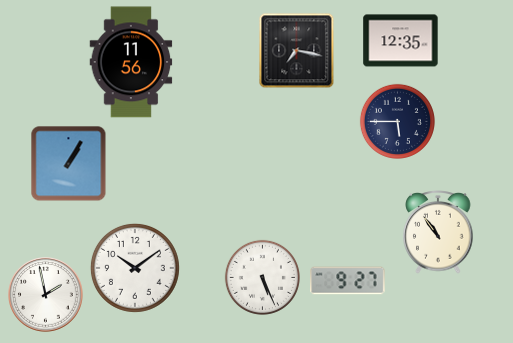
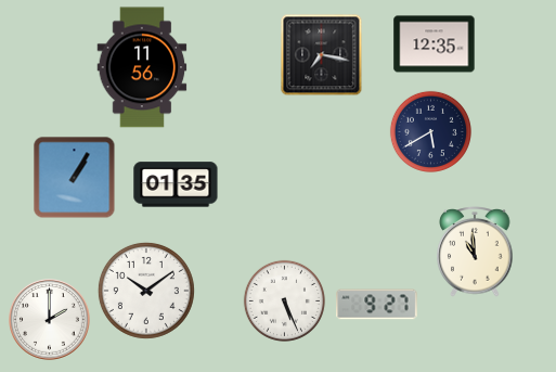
clock at (397, 121): 5:45 -> 5:40
clock at (176, 184): none -> 01:35
clock at (438, 232): 10:54 -> 10:59
clock at (46, 295): 1:58 -> 2:00
